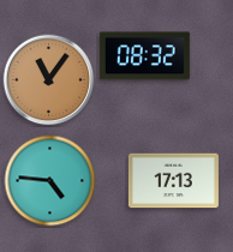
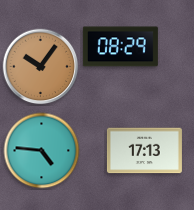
clock at (144, 56): 08:32 -> 08:29
clock at (49, 80): 11:06 -> 10:06
